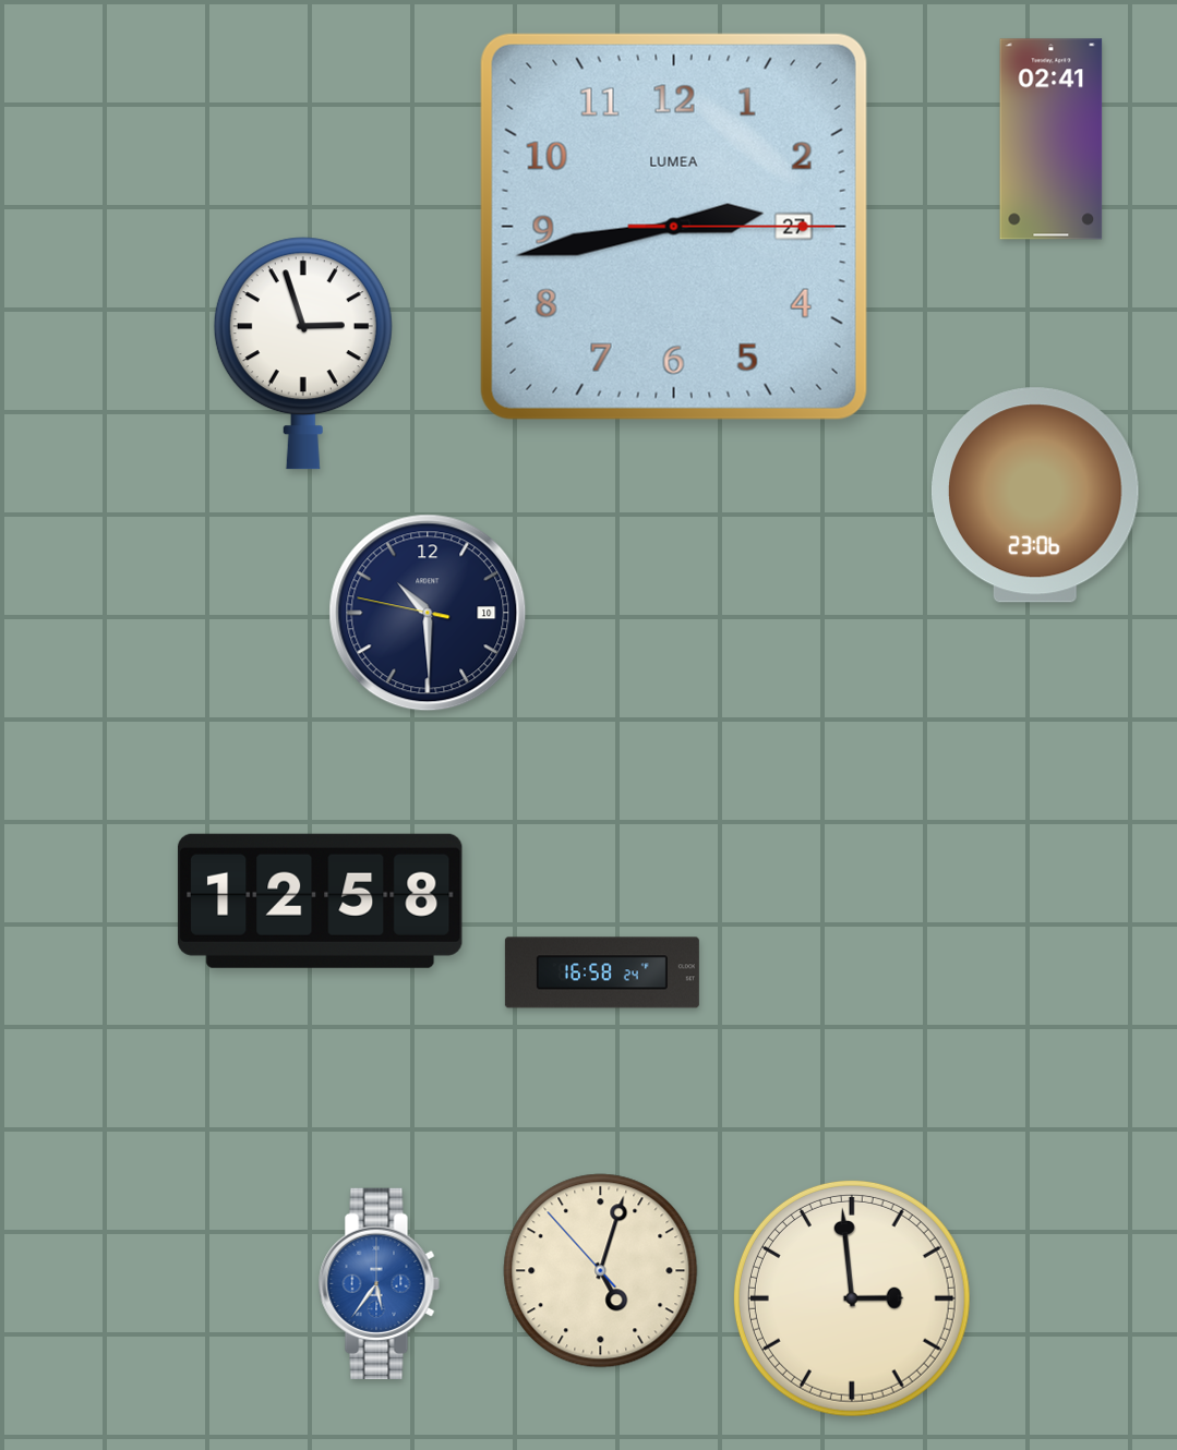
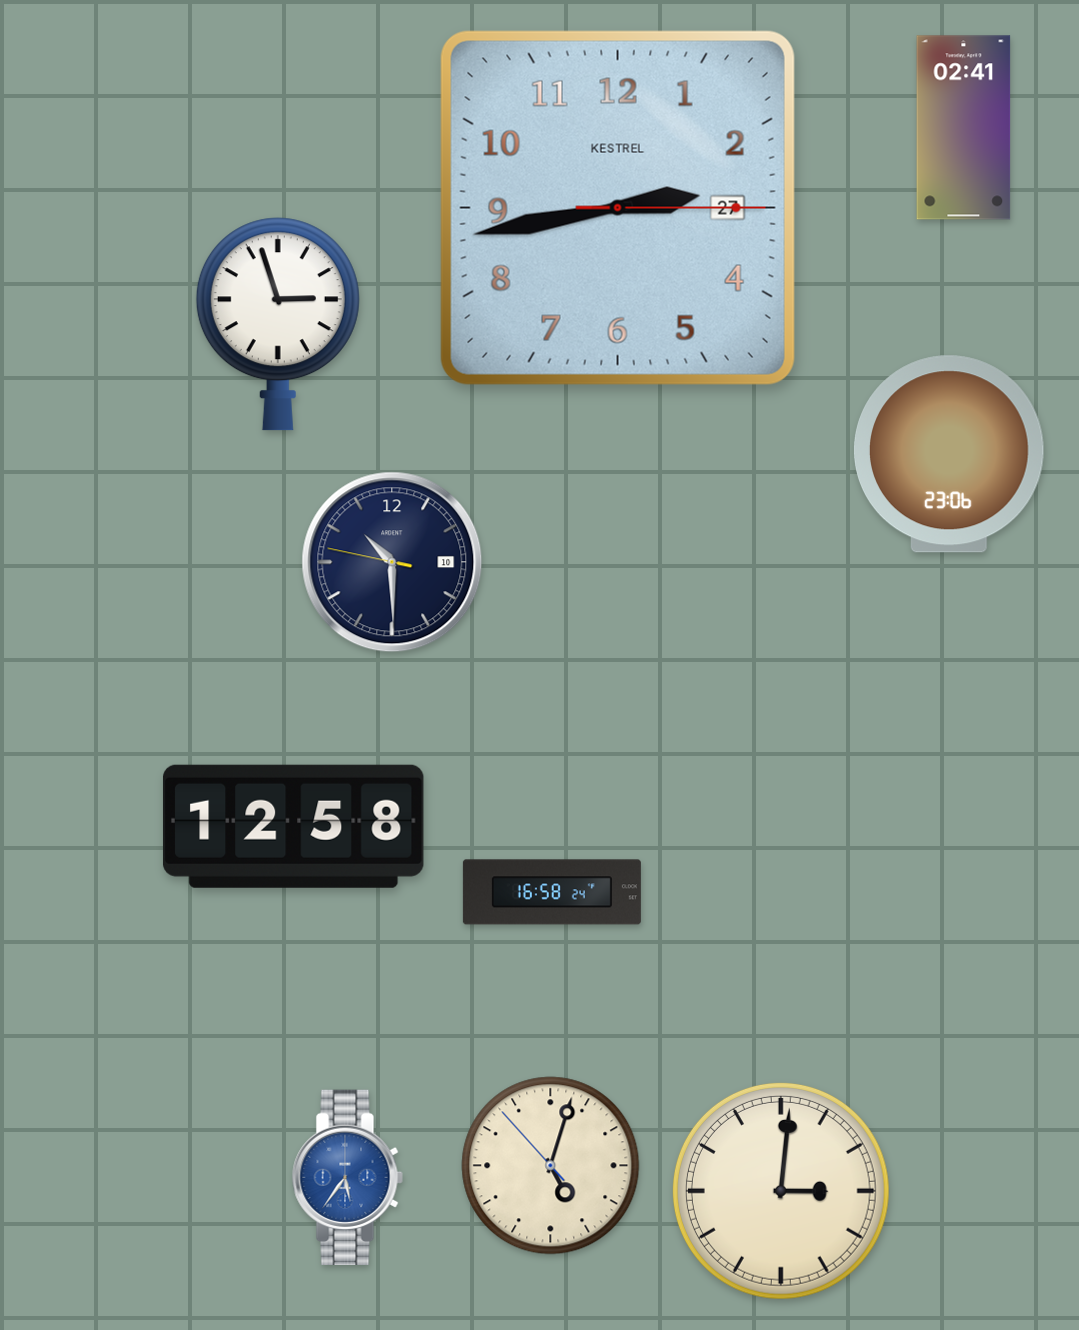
clock at (674, 227) brand: LUMEA -> KESTREL
clock at (852, 1298): 2:59 -> 3:01
